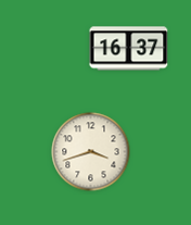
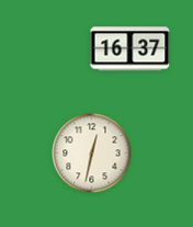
clock at (91, 152): 3:42 -> 12:32
